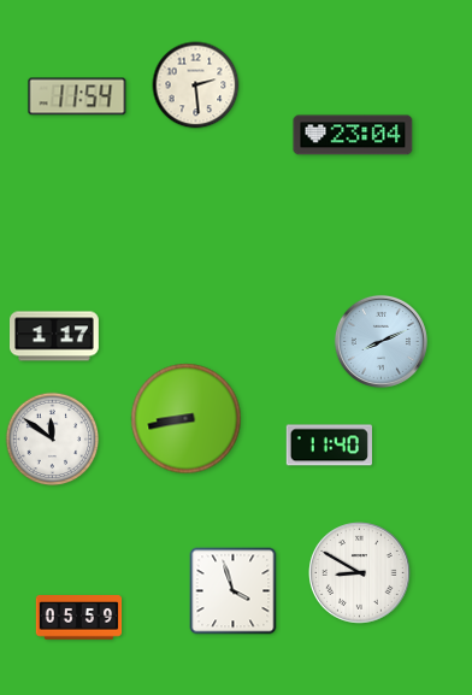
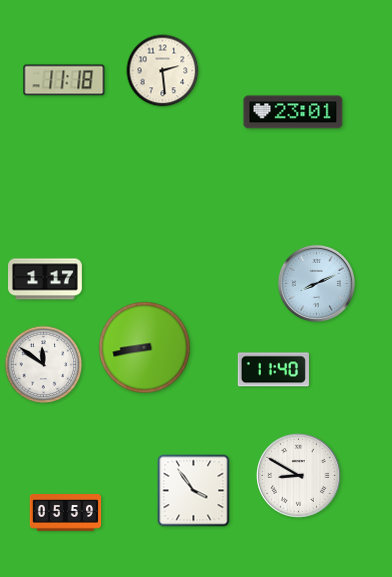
clock at (77, 96): 11:54 -> 11:18
clock at (353, 135): 23:04 -> 23:01
clock at (187, 419) position: (187, 419) -> (145, 348)
clock at (234, 591): 3:57 -> 3:54
